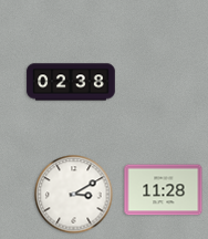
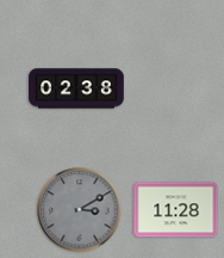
clock at (164, 190) position: (164, 190) -> (176, 210)
clock at (74, 195) dial: white -> grey
